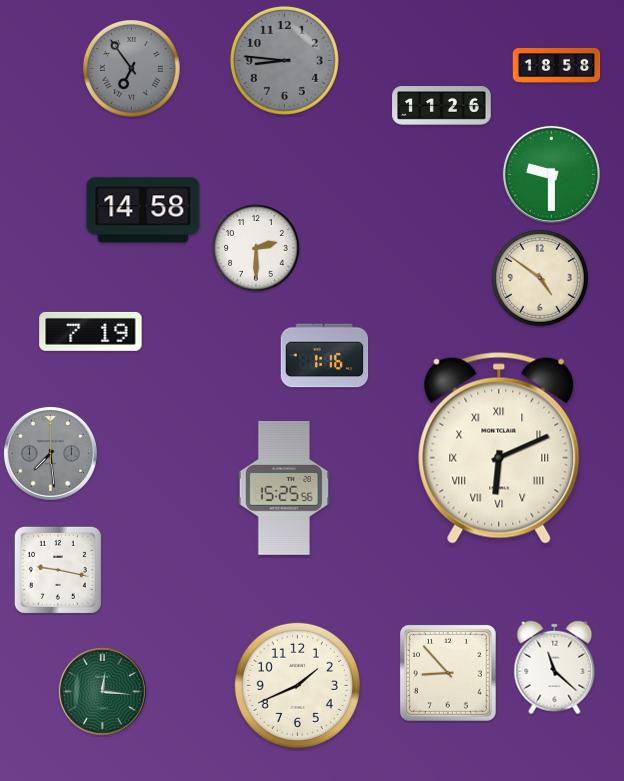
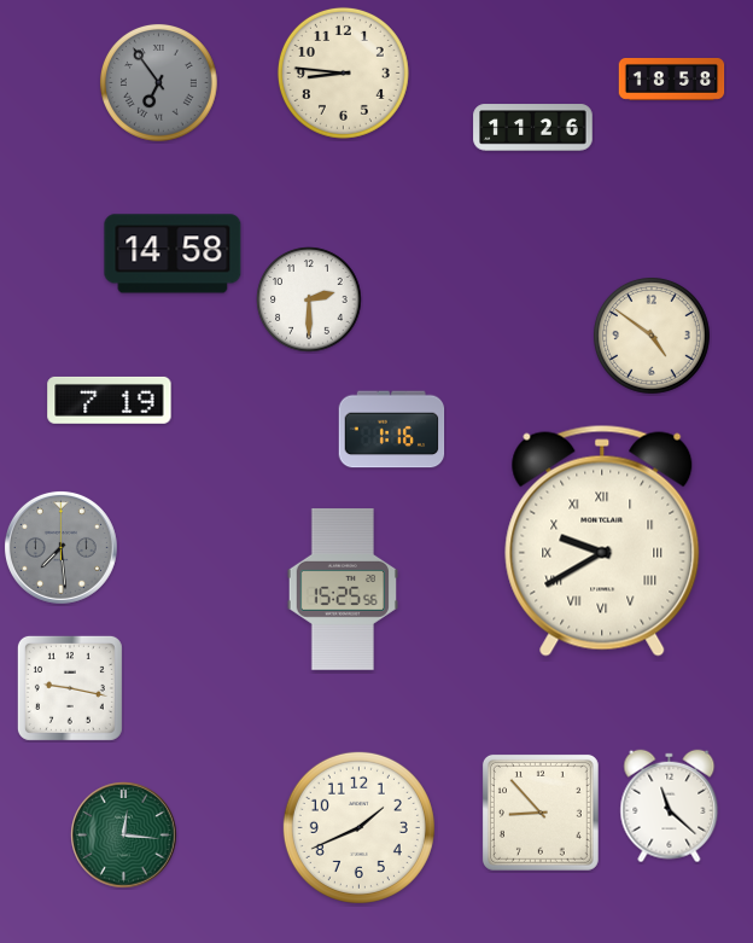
clock at (284, 60) dial: grey -> cream
clock at (551, 174): 9:30 -> none
clock at (499, 448): 6:11 -> 9:40
